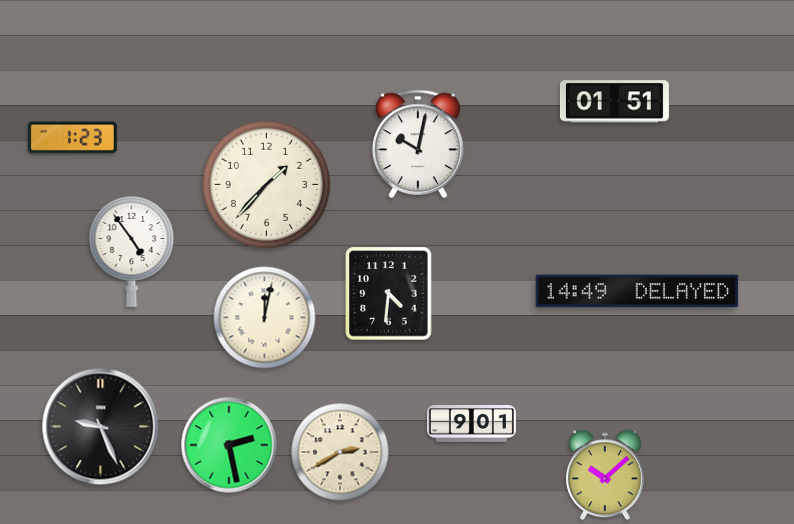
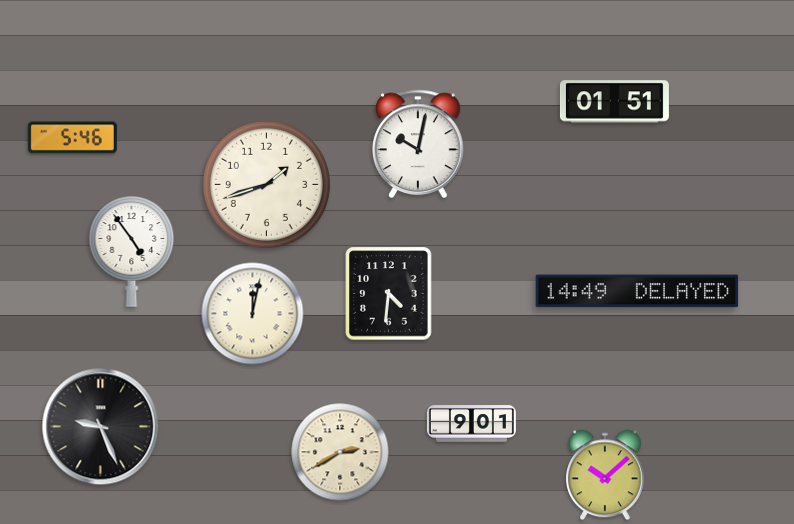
clock at (72, 138): 1:23 -> 5:46
clock at (266, 184): 1:37 -> 1:42
clock at (265, 318) position: (265, 318) -> (253, 314)
clock at (229, 445): 2:28 -> none
